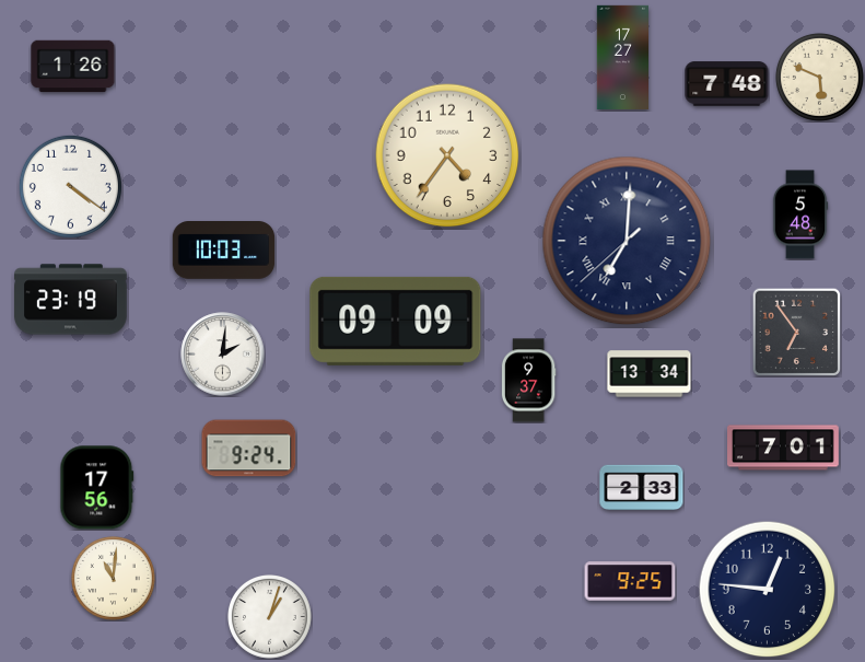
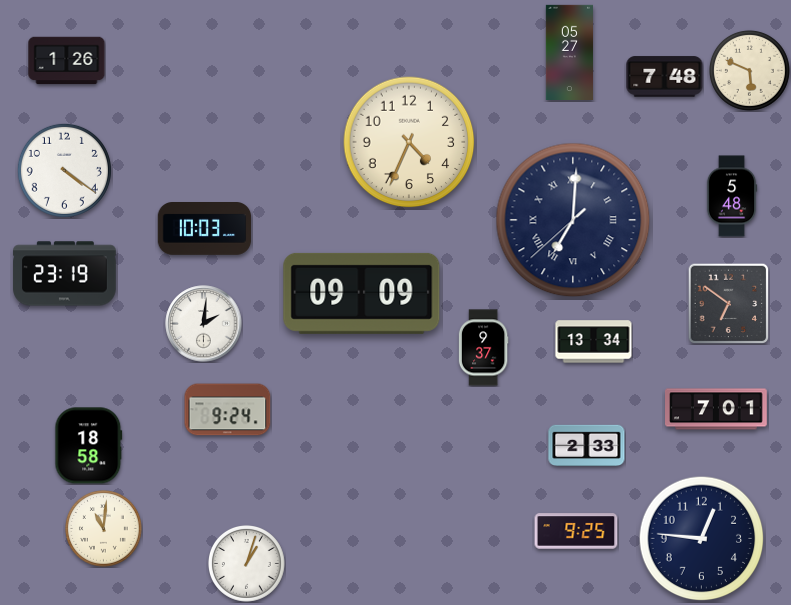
clock at (623, 57): 17:27 -> 05:27
clock at (447, 155): 4:36 -> 4:34
clock at (796, 332): 6:54 -> 6:51
clock at (97, 488): 17:56 -> 18:58
